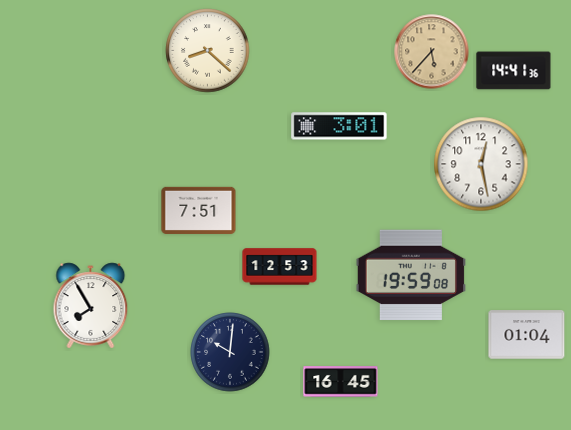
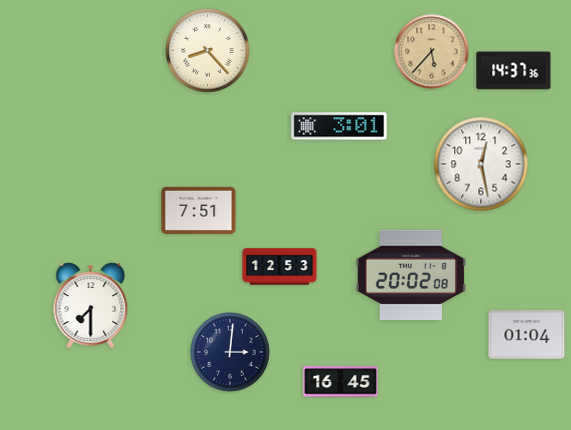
clock at (208, 51): 8:22 -> 8:23
clock at (514, 71): 14:41 -> 14:37
clock at (411, 275): 19:59 -> 20:02
clock at (91, 306): 7:55 -> 7:30
clock at (230, 352): 10:01 -> 3:01
